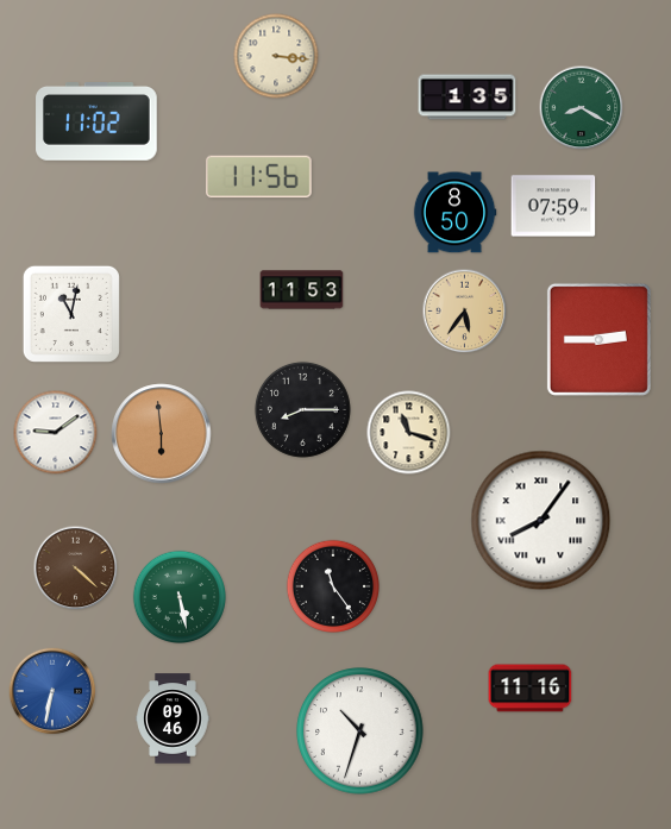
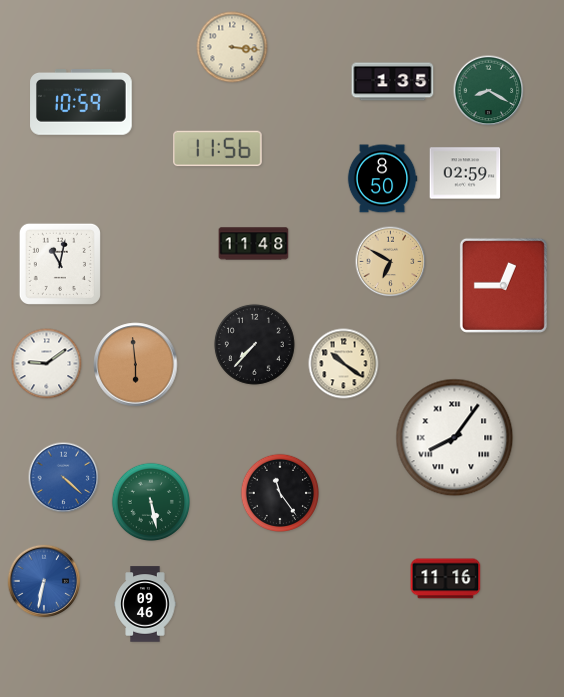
clock at (96, 123): 11:02 -> 10:59
clock at (553, 206): 07:59 -> 02:59
clock at (302, 290): 11:53 -> 11:48
clock at (465, 312): 5:36 -> 6:50
clock at (598, 339): 2:45 -> 12:45
clock at (302, 409): 8:15 -> 7:37
clock at (409, 433): 11:18 -> 10:21
clock at (76, 569) dial: brown -> blue
clock at (360, 731): 10:33 -> none
